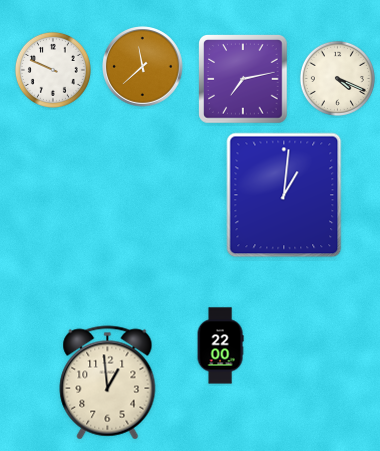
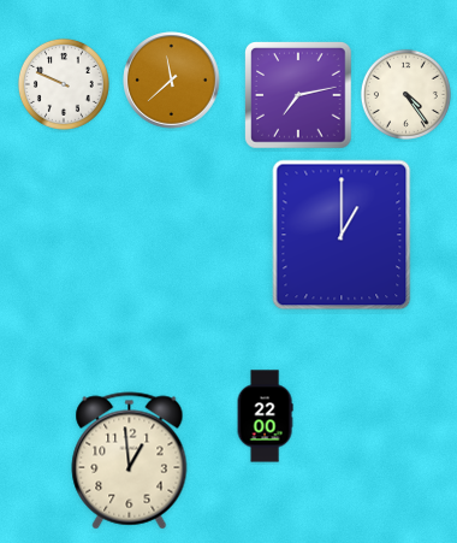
clock at (337, 78): 4:19 -> 4:24
clock at (243, 79) position: (243, 79) -> (298, 95)
clock at (284, 195): 1:01 -> 1:00
